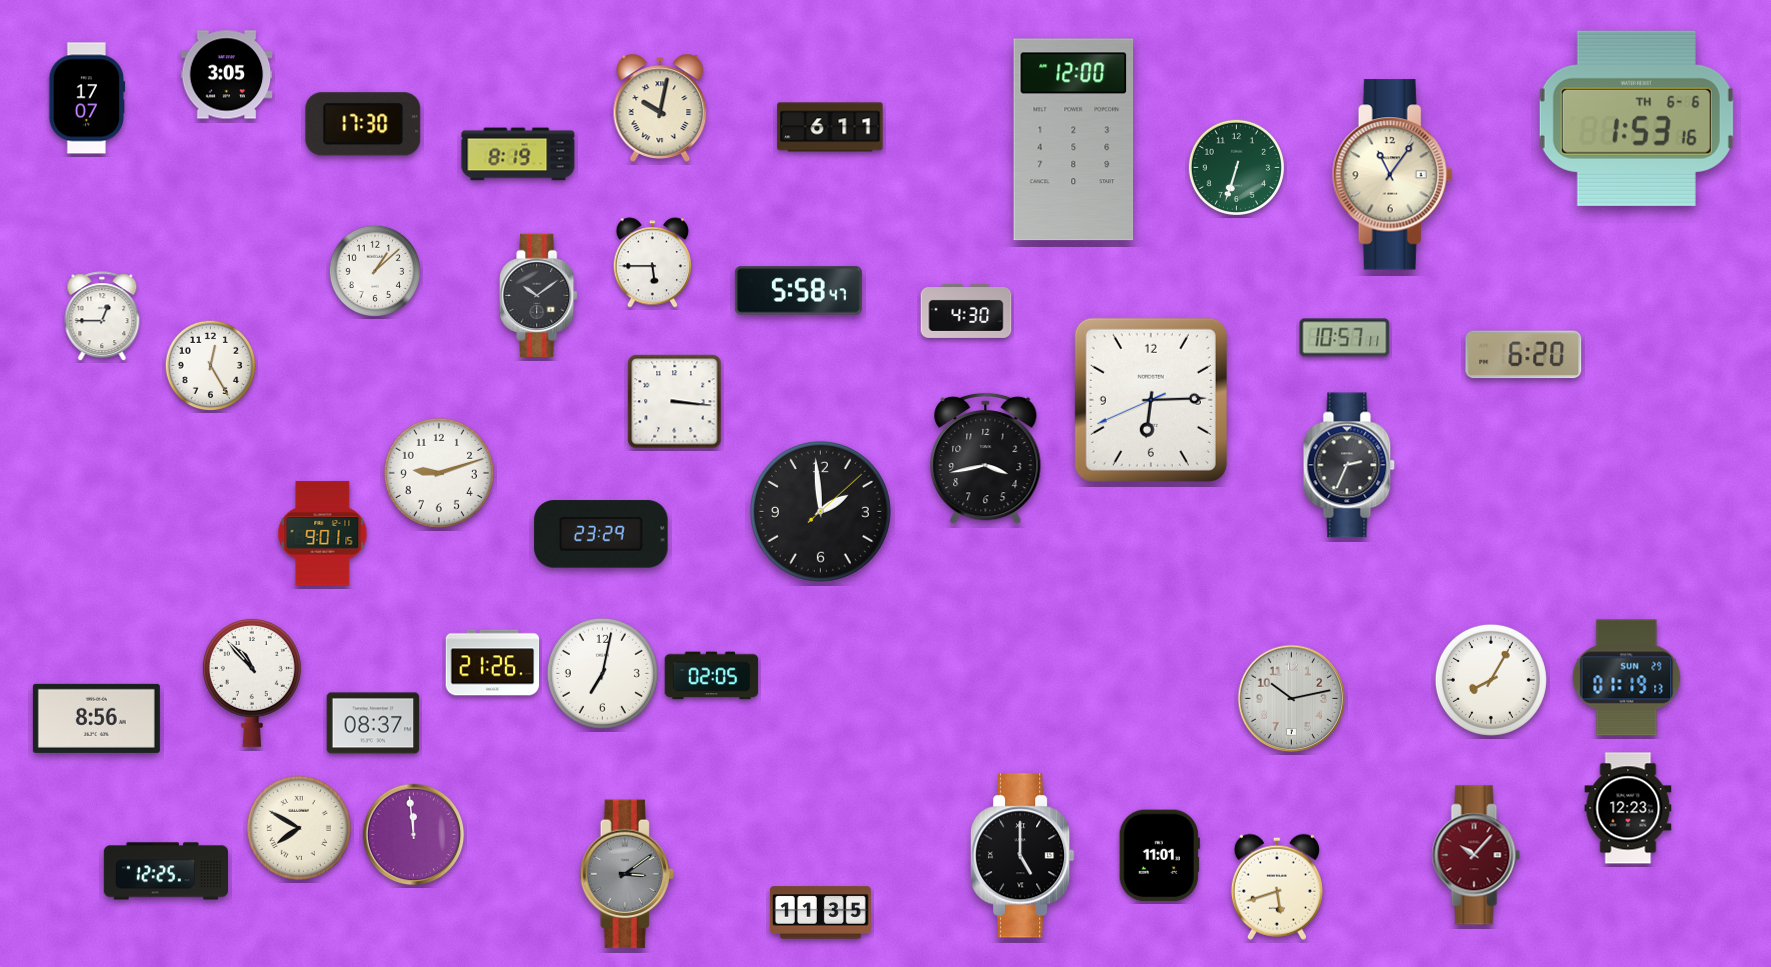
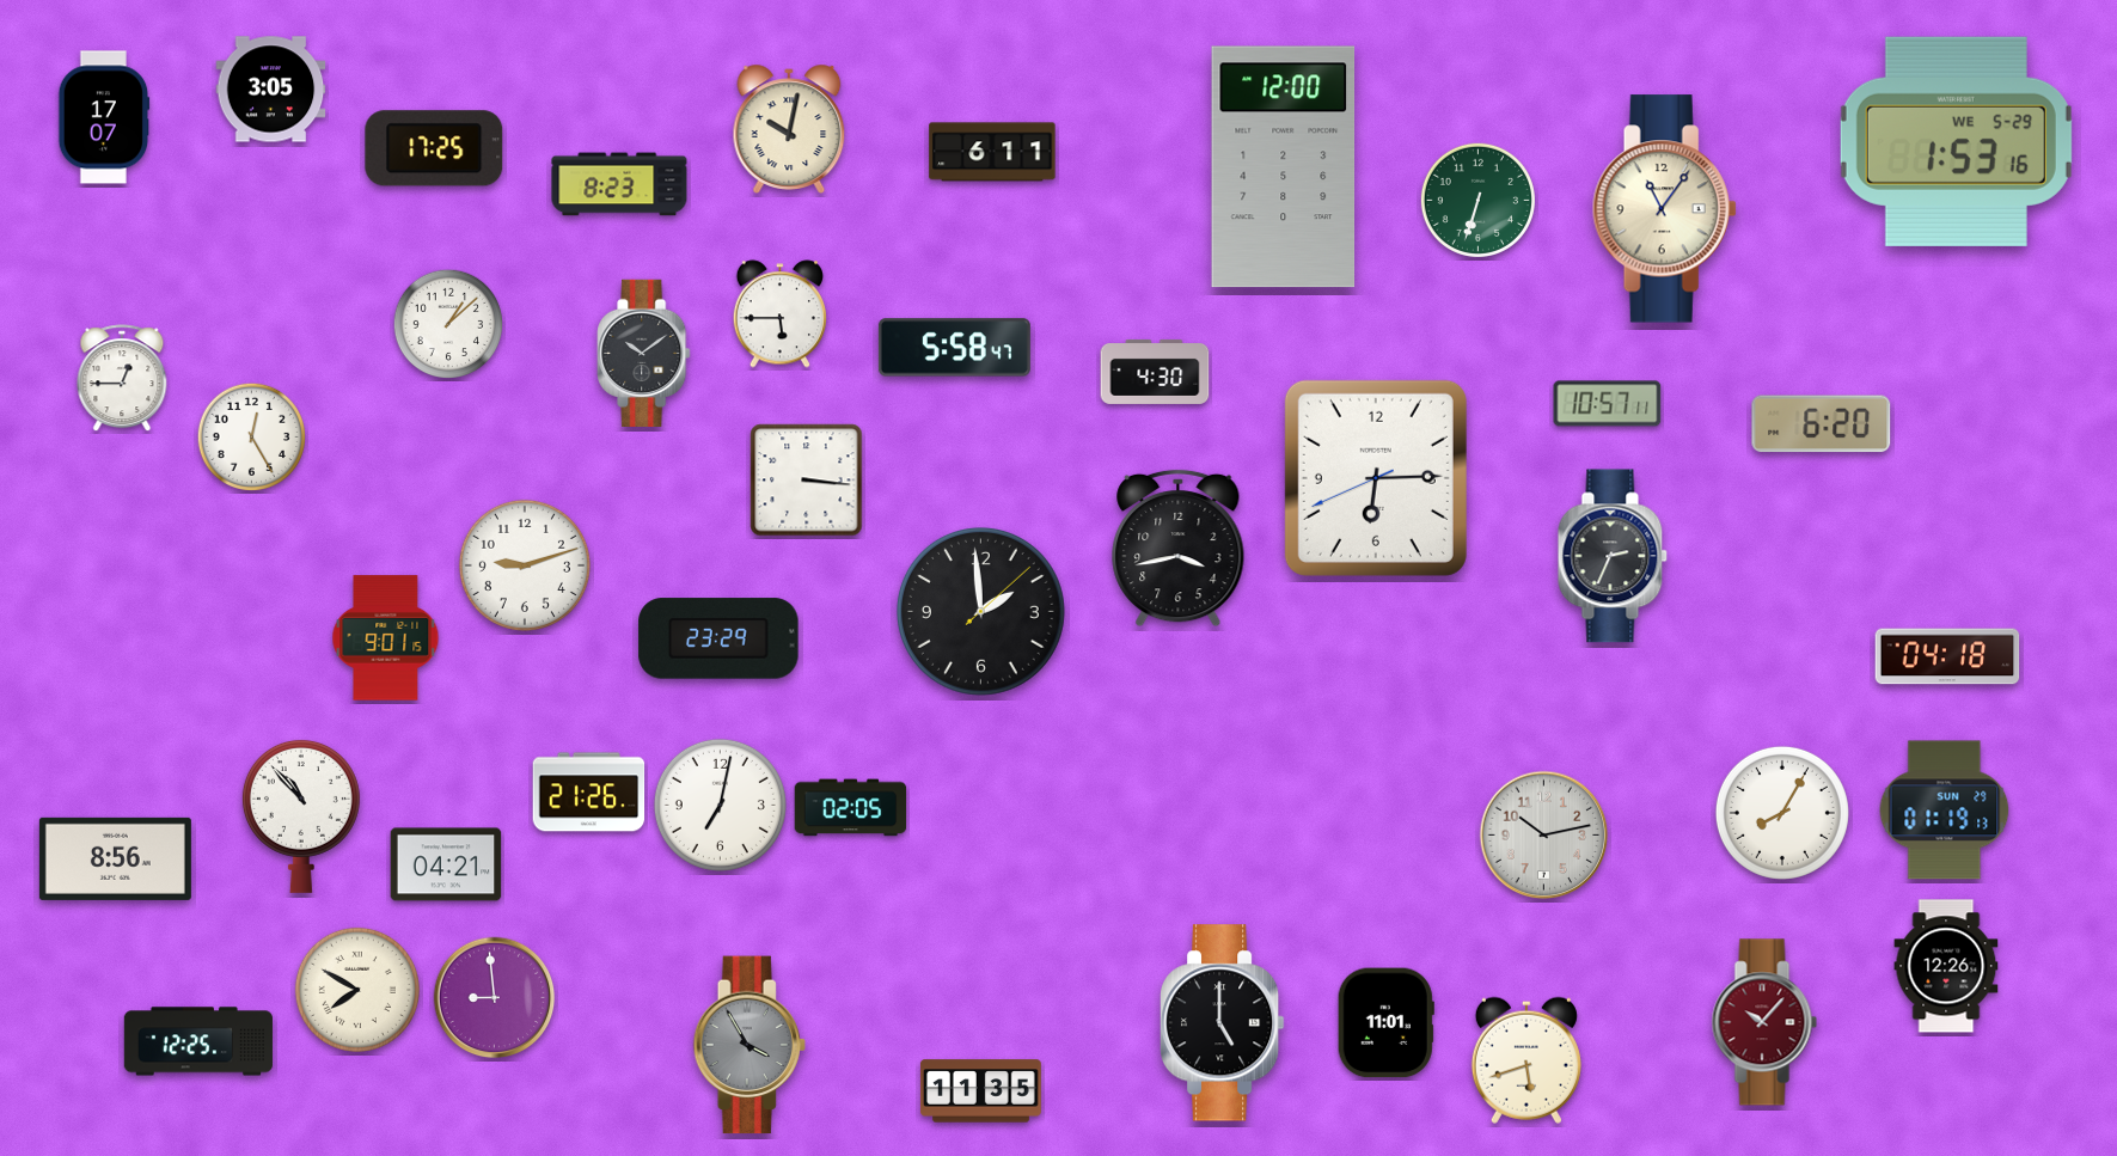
clock at (1636, 118) date: TH 6-6 -> WE 5-29
clock at (363, 124): 17:30 -> 17:25
clock at (518, 154): 8:19 -> 8:23
clock at (1947, 656): none -> 04:18
clock at (373, 723): 08:37 -> 04:21
clock at (1628, 808): 12:23 -> 12:26
clock at (414, 835): 11:59 -> 8:59
clock at (627, 874): 3:09 -> 3:55
